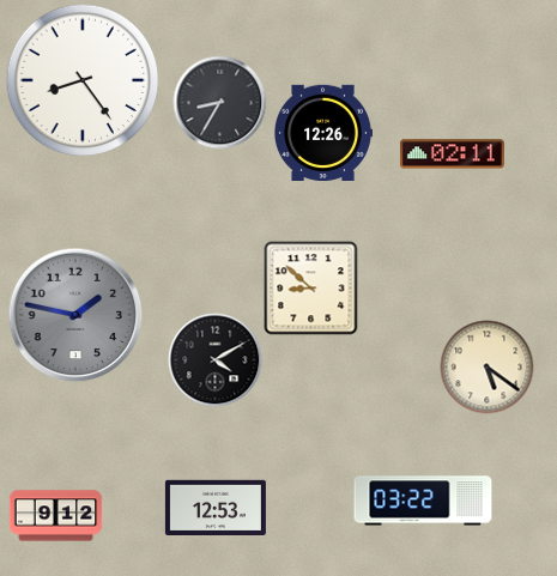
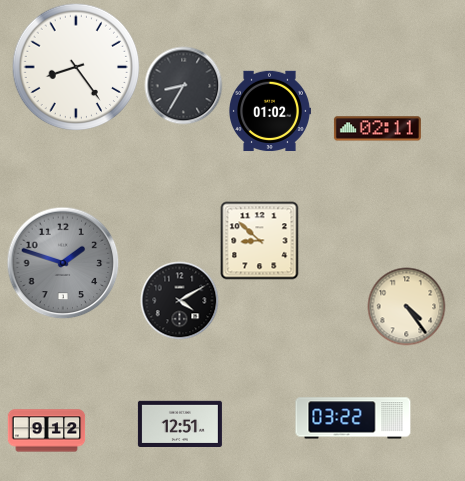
clock at (83, 80) position: (83, 80) -> (76, 67)
clock at (323, 132): 12:26 -> 01:02
clock at (75, 315): 1:47 -> 1:48
clock at (486, 366): 5:21 -> 4:24
clock at (216, 507): 12:53 -> 12:51
